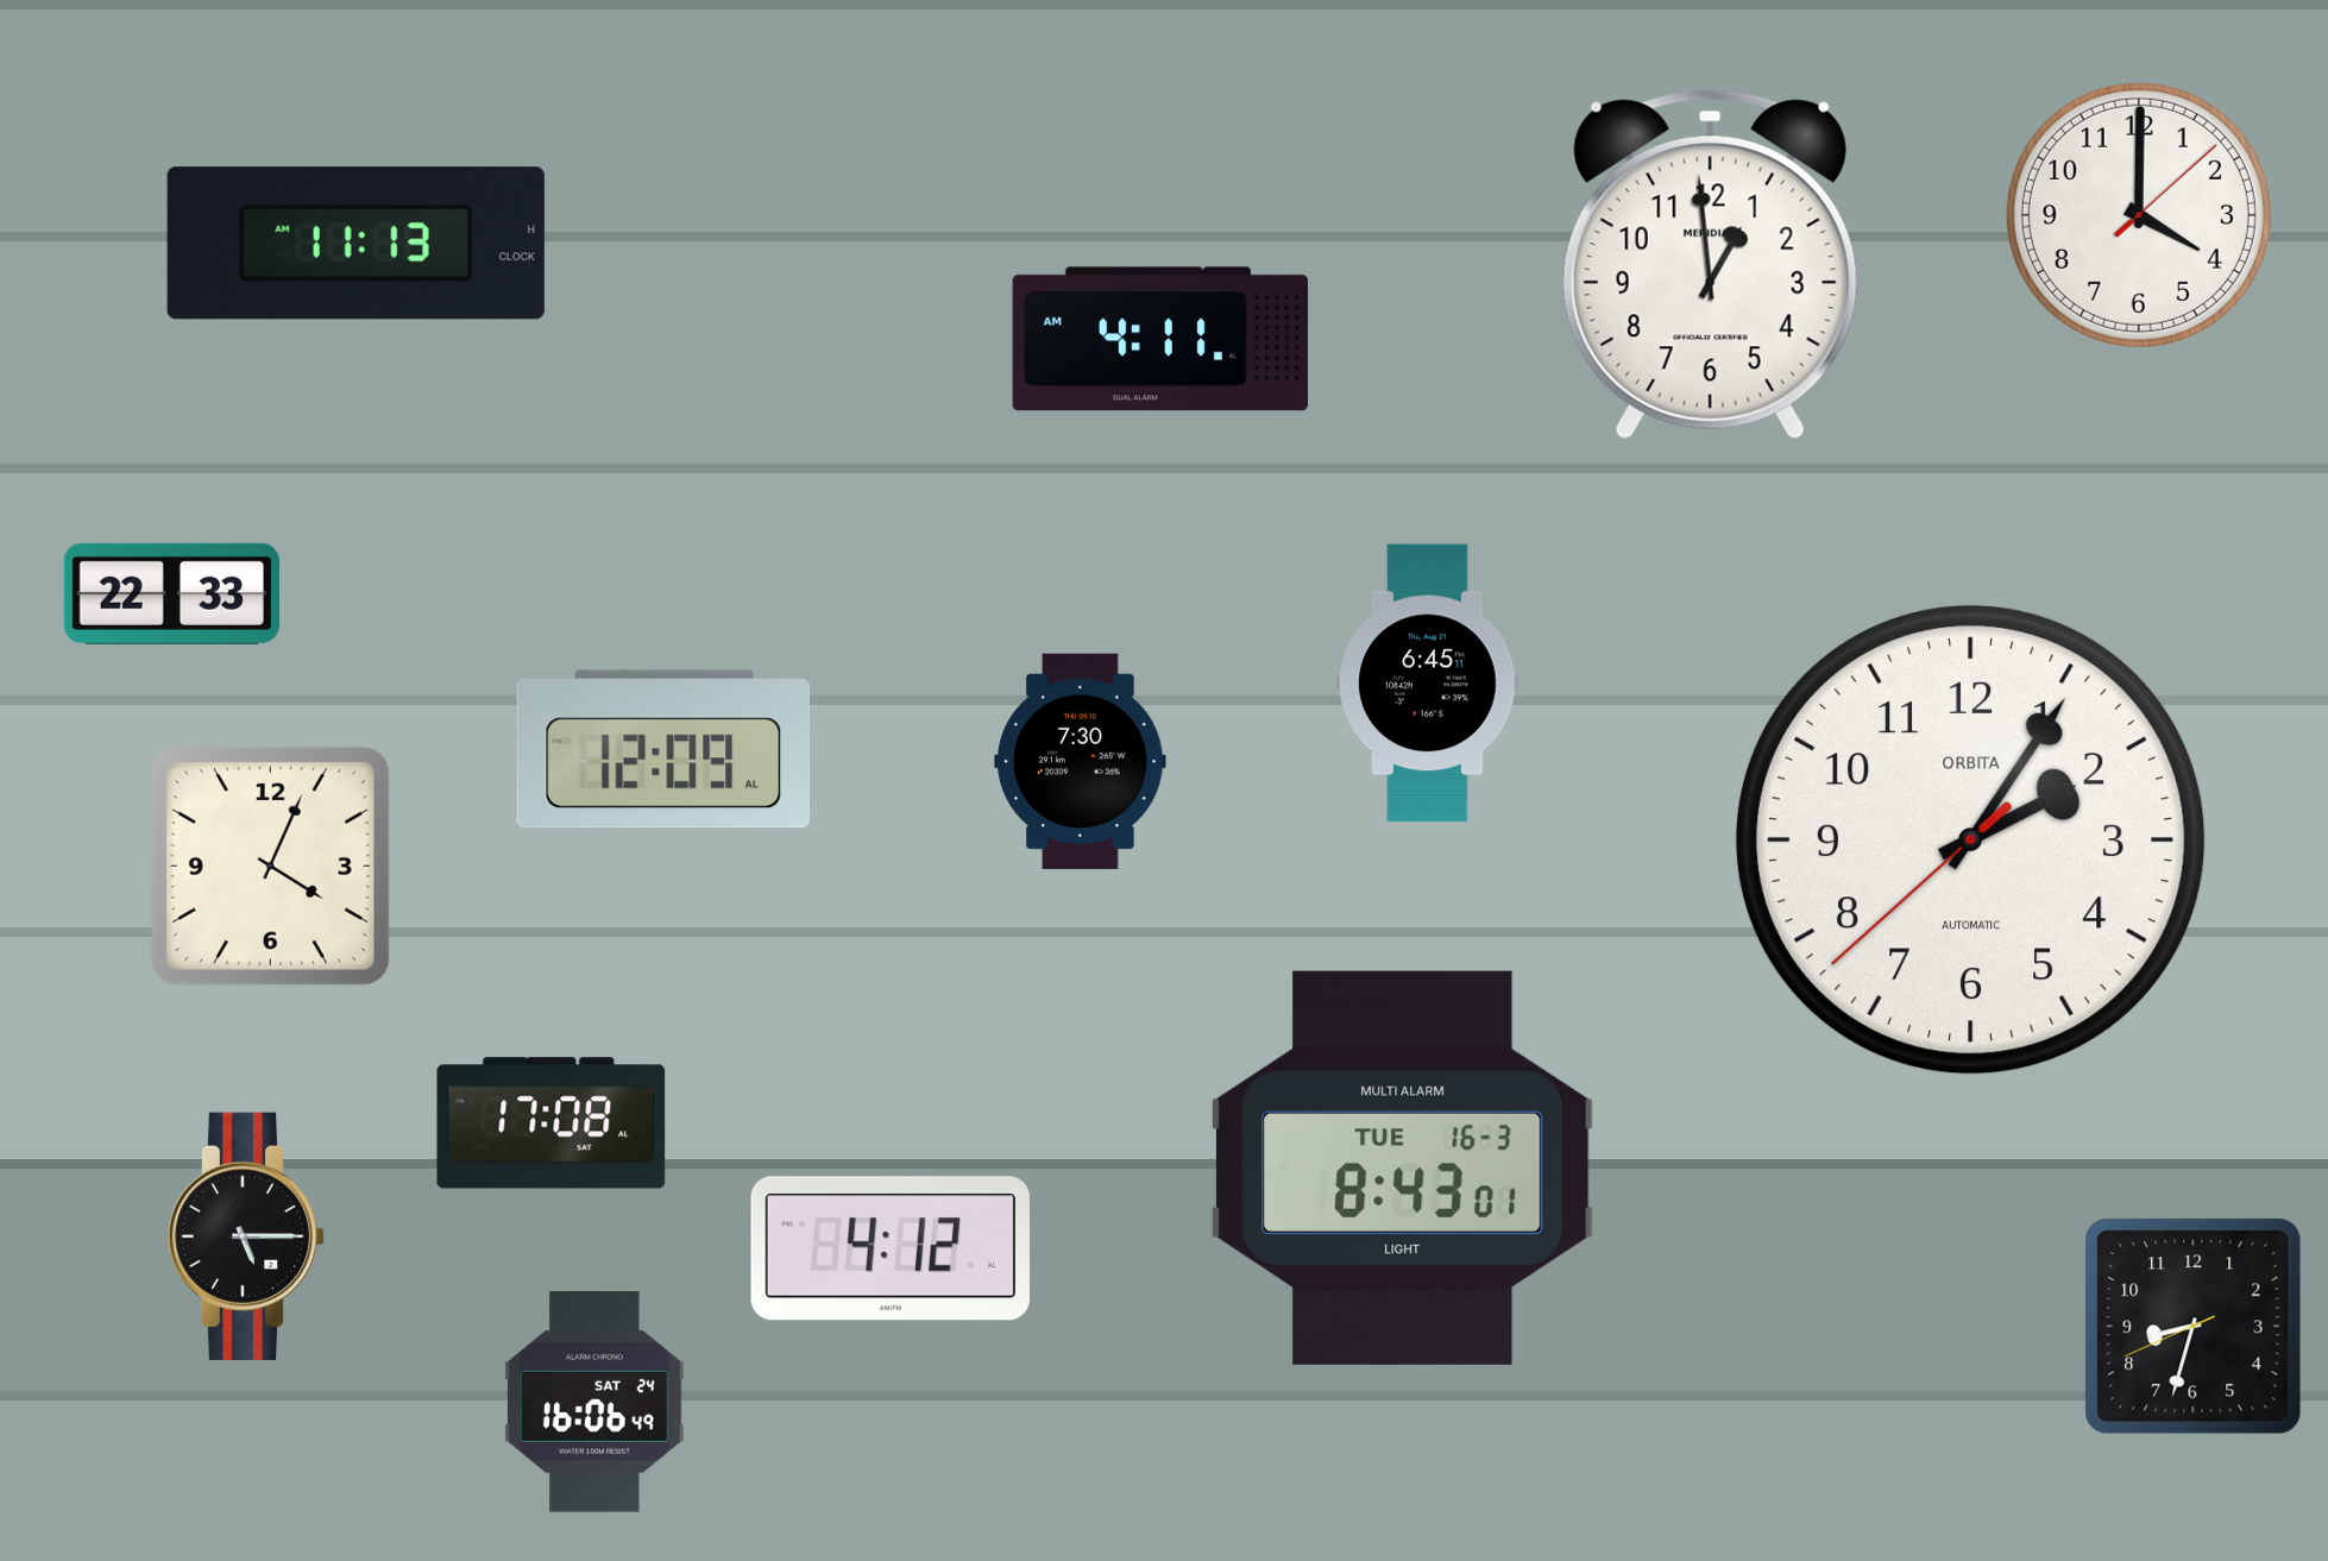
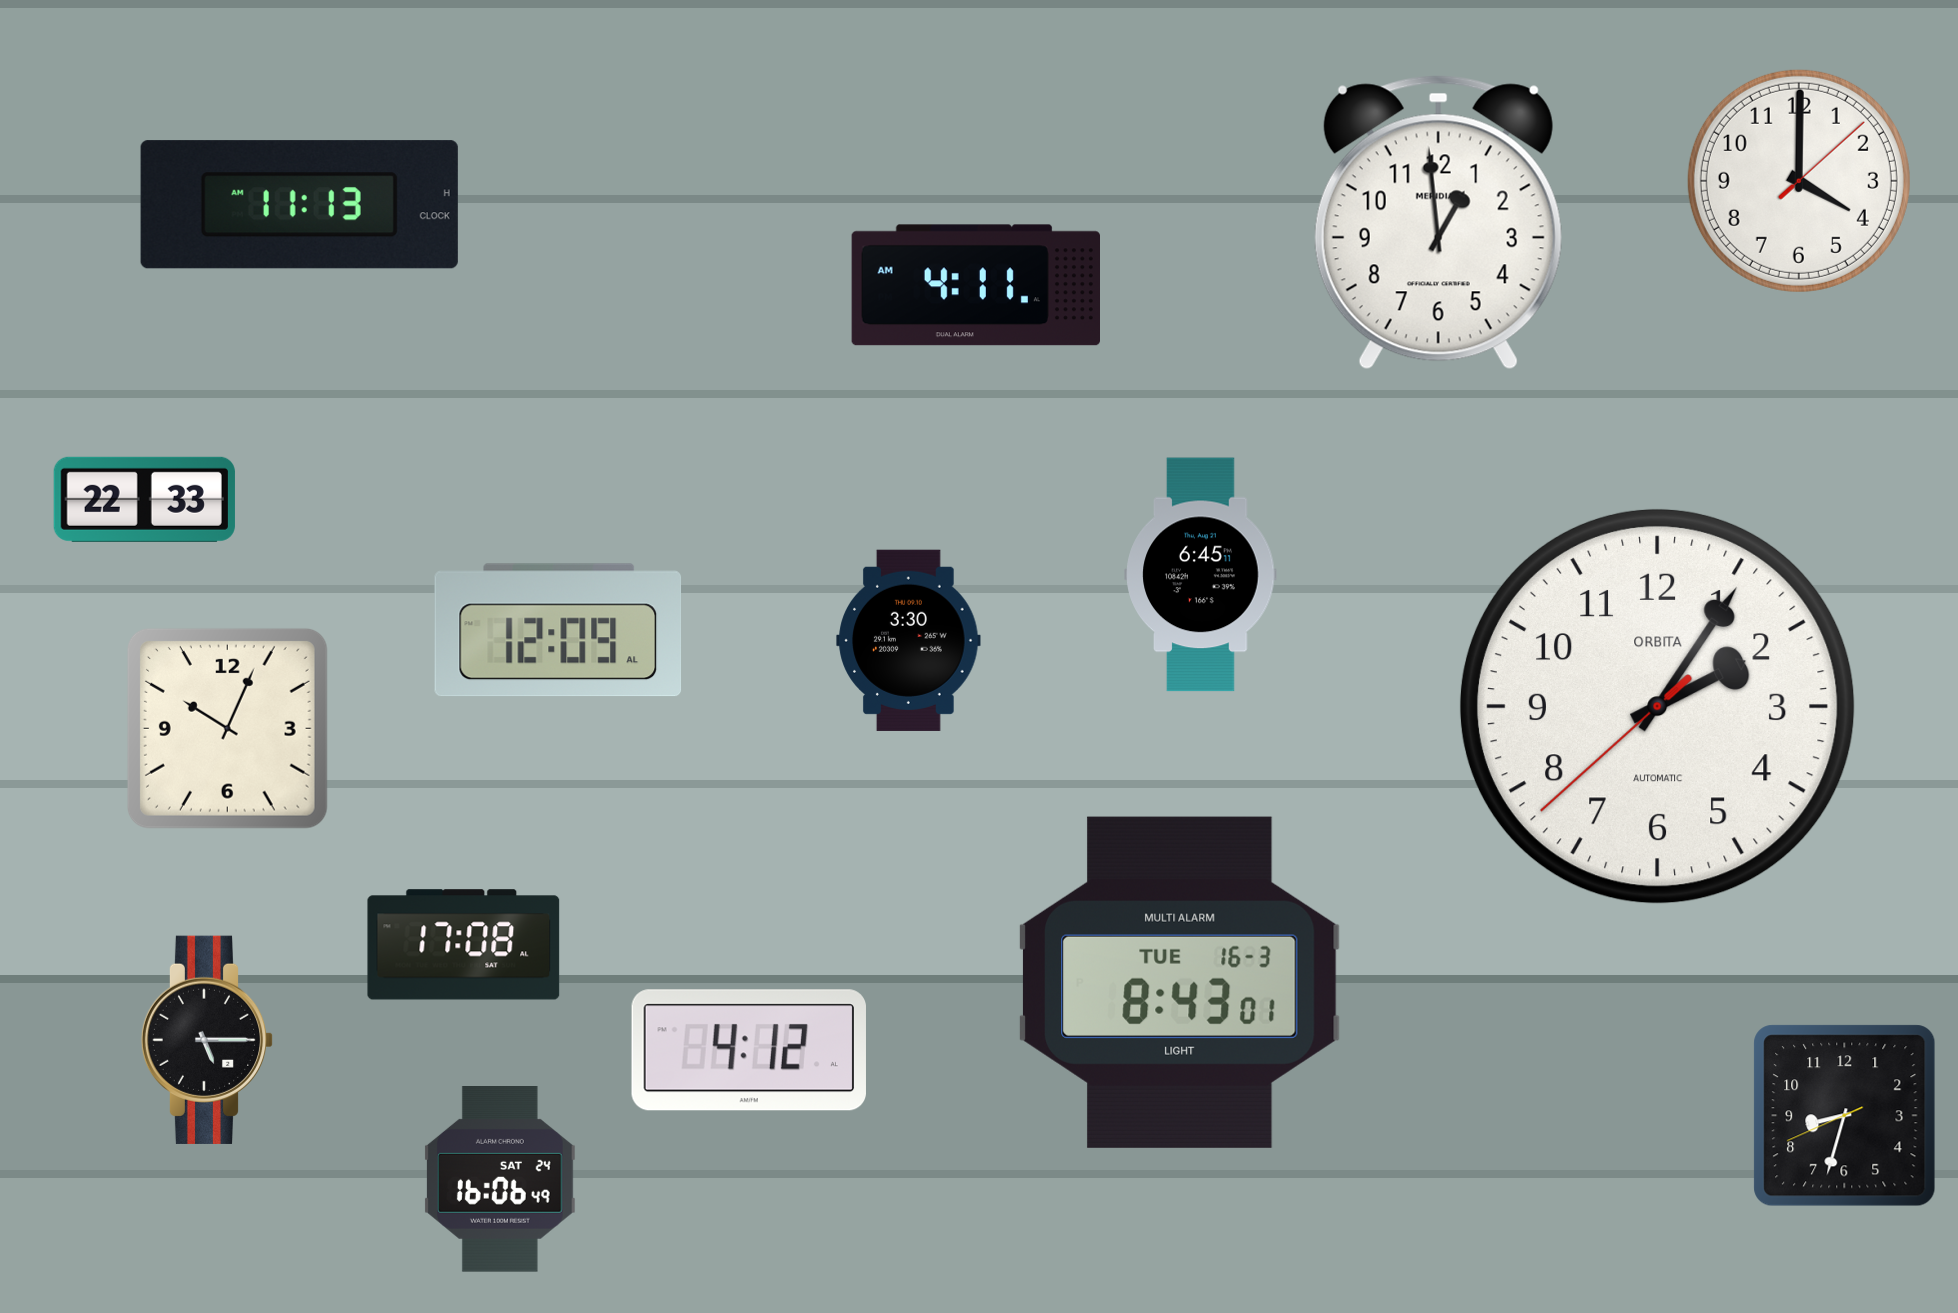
clock at (1081, 761): 7:30 -> 3:30
clock at (270, 866): 4:04 -> 10:04
